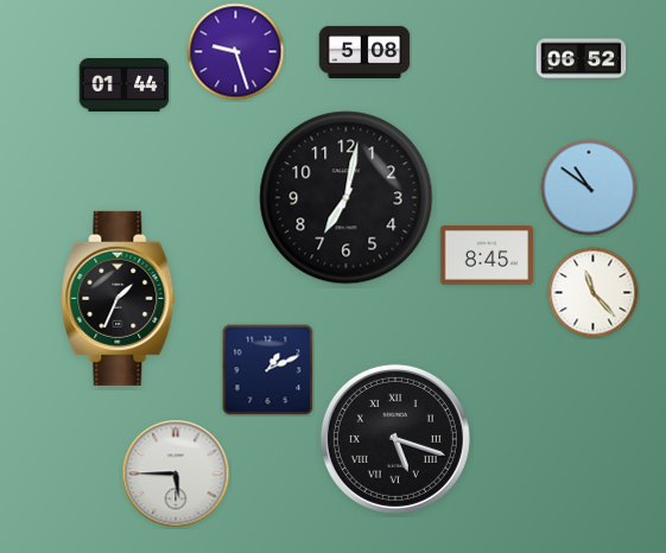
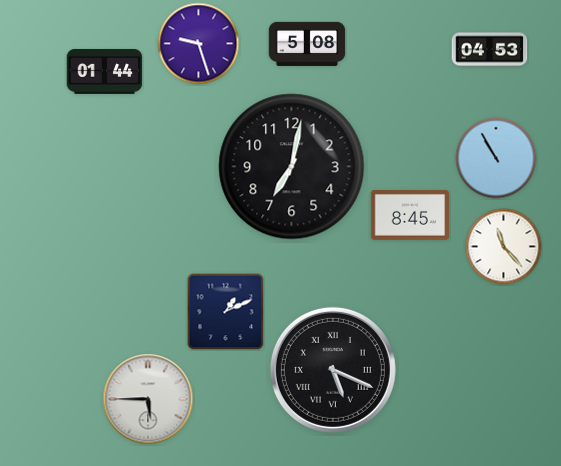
clock at (582, 59): 06:52 -> 04:53
clock at (589, 187): 10:51 -> 10:55
clock at (594, 293) position: (594, 293) -> (504, 247)
clock at (119, 298): 1:34 -> none
clock at (395, 439): 5:18 -> 5:19
